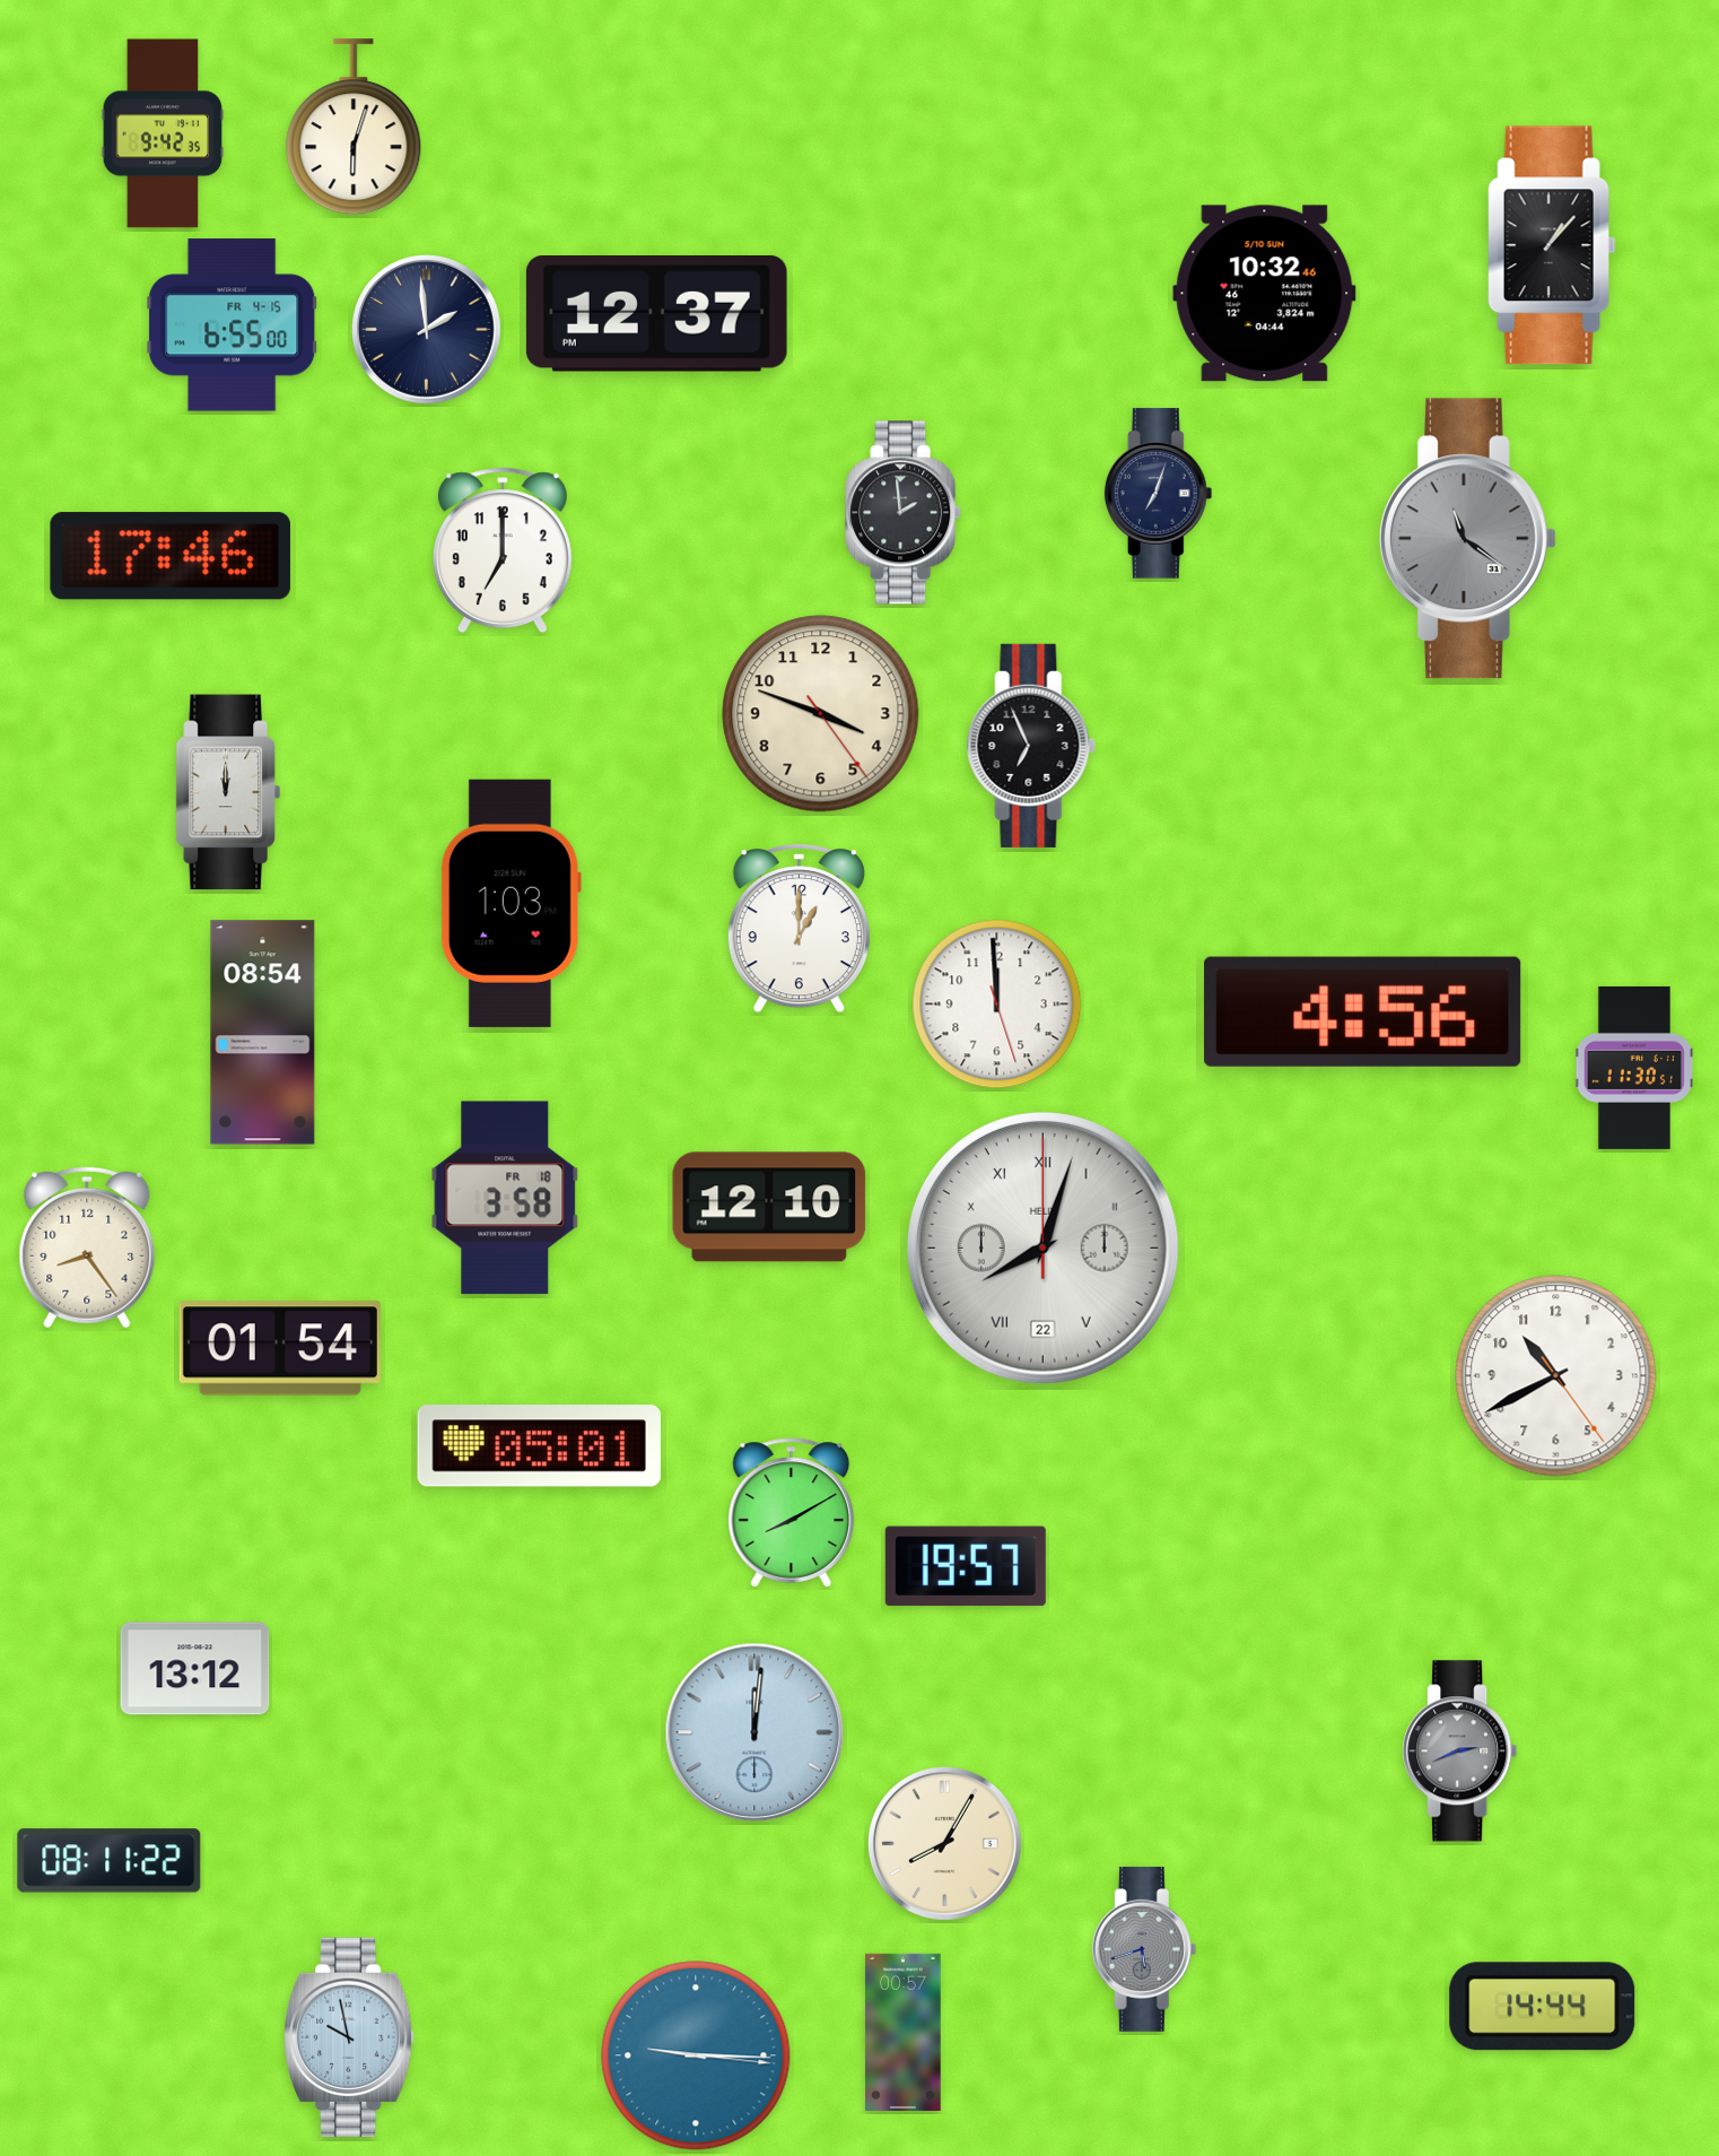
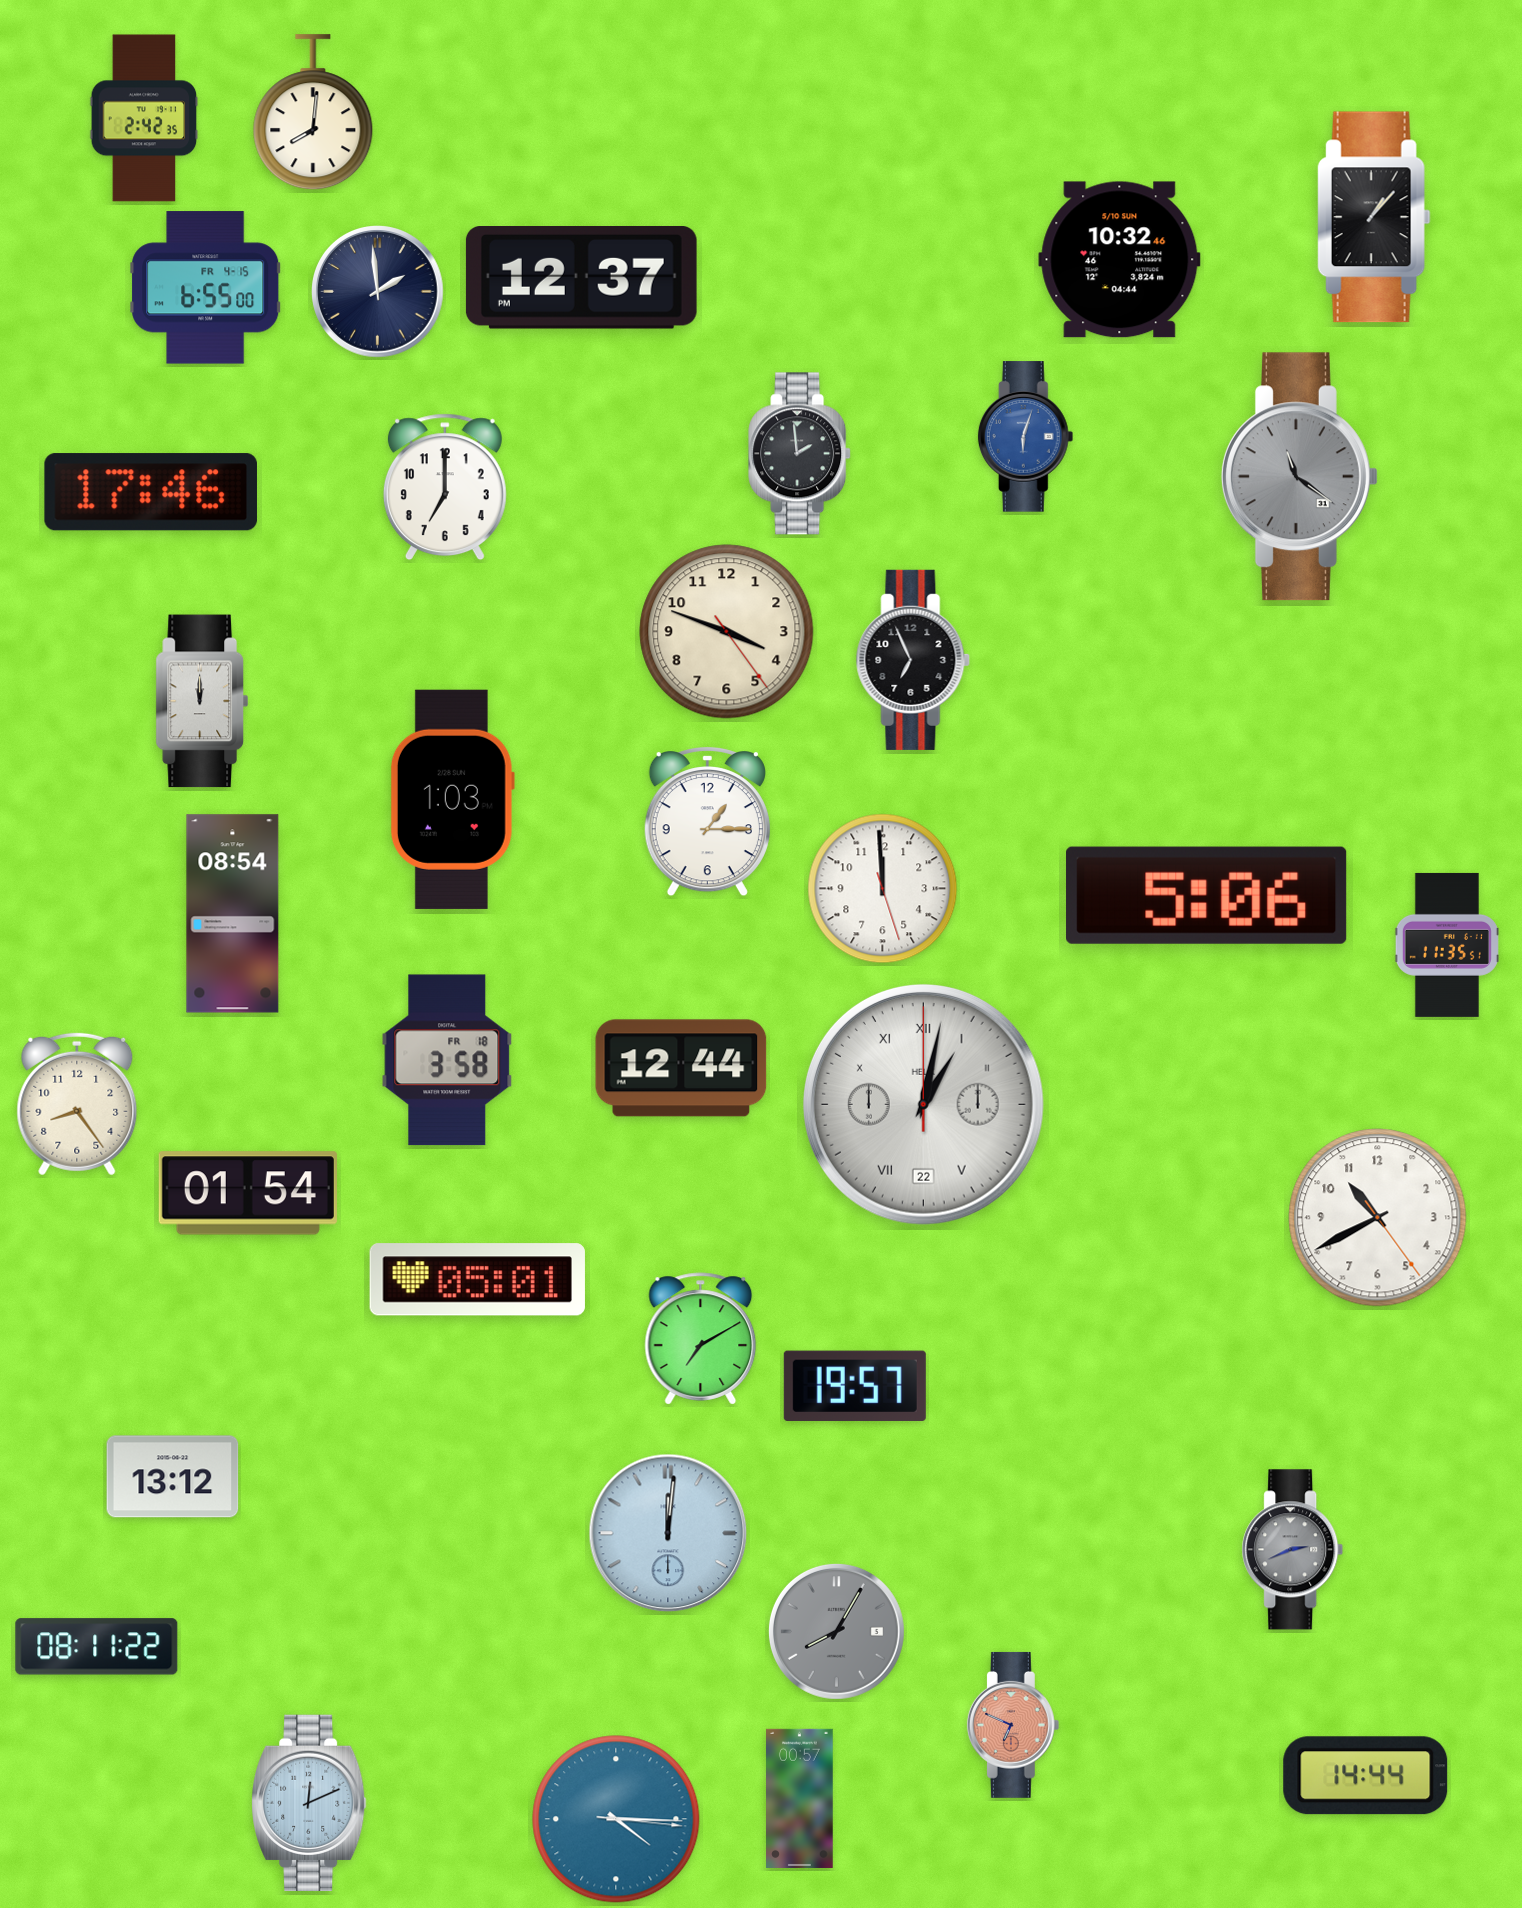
clock at (354, 128): 6:03 -> 8:01
clock at (163, 133): 9:42 -> 2:42
clock at (1159, 494): 7:03 -> 6:03
clock at (1159, 494) dial: navy -> blue
clock at (799, 928): 1:00 -> 1:15
clock at (1363, 1011): 4:56 -> 5:06
clock at (1634, 1068): 11:30 -> 11:35
clock at (769, 1207): 12:10 -> 12:44
clock at (1042, 1247): 8:03 -> 1:02
clock at (792, 1513): 8:10 -> 7:10
clock at (944, 1843) dial: cream -> grey
clock at (1144, 1949): 5:42 -> 6:49
clock at (1144, 1949) dial: grey -> salmon
clock at (349, 2036): 9:58 -> 12:11
clock at (696, 2055): 9:15 -> 4:15
